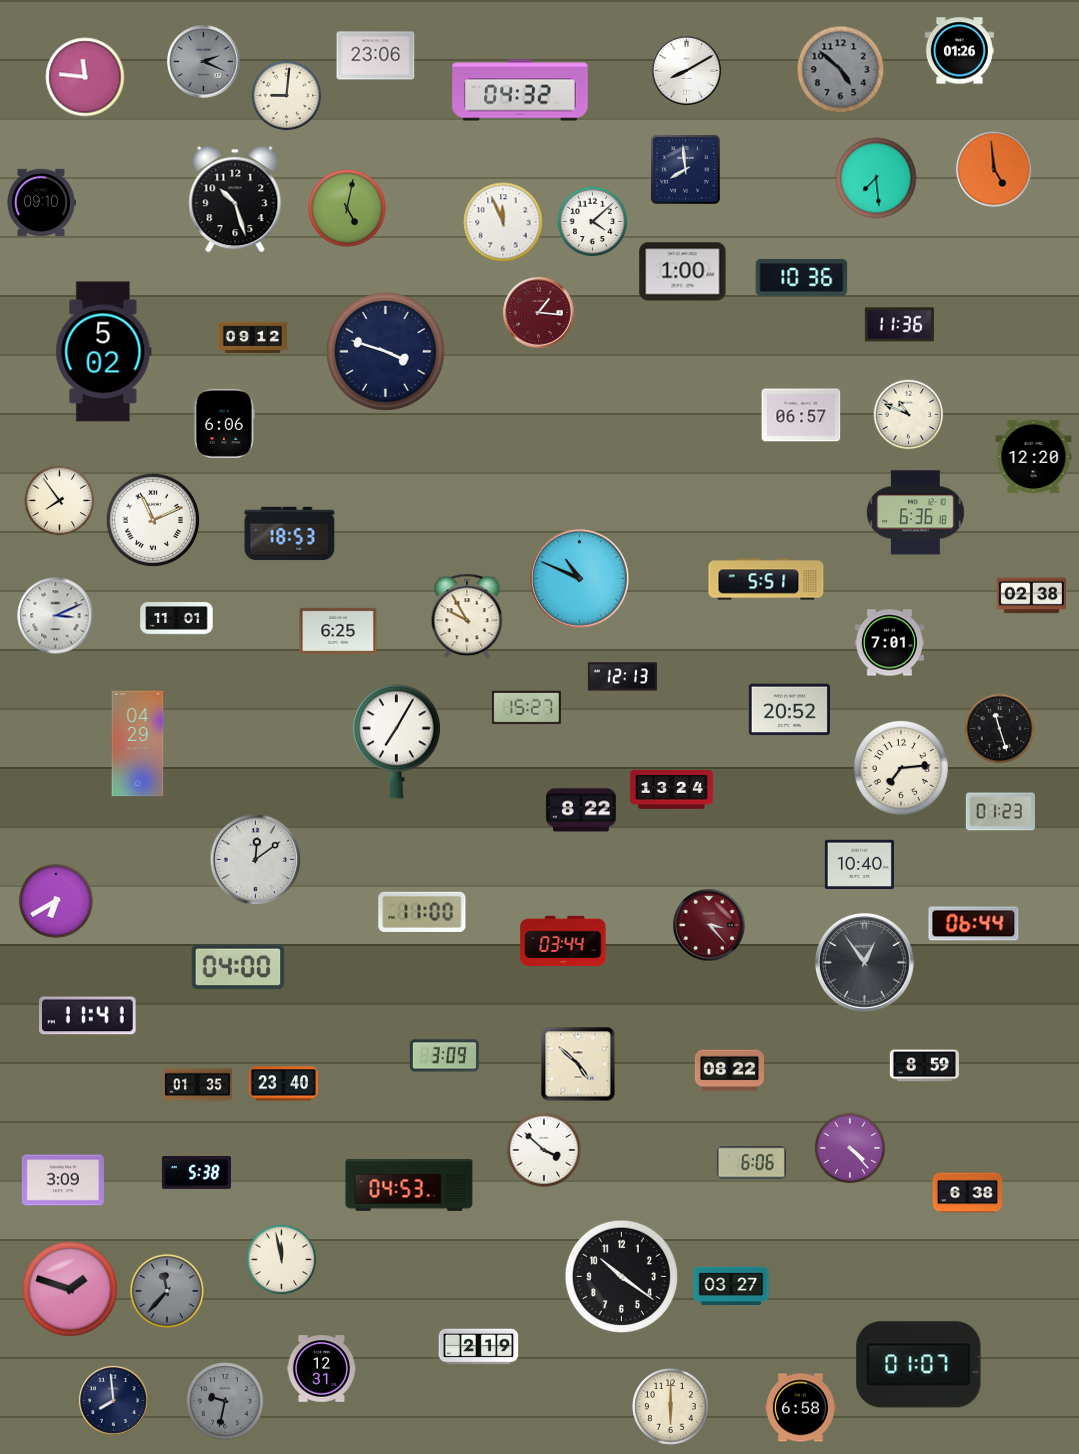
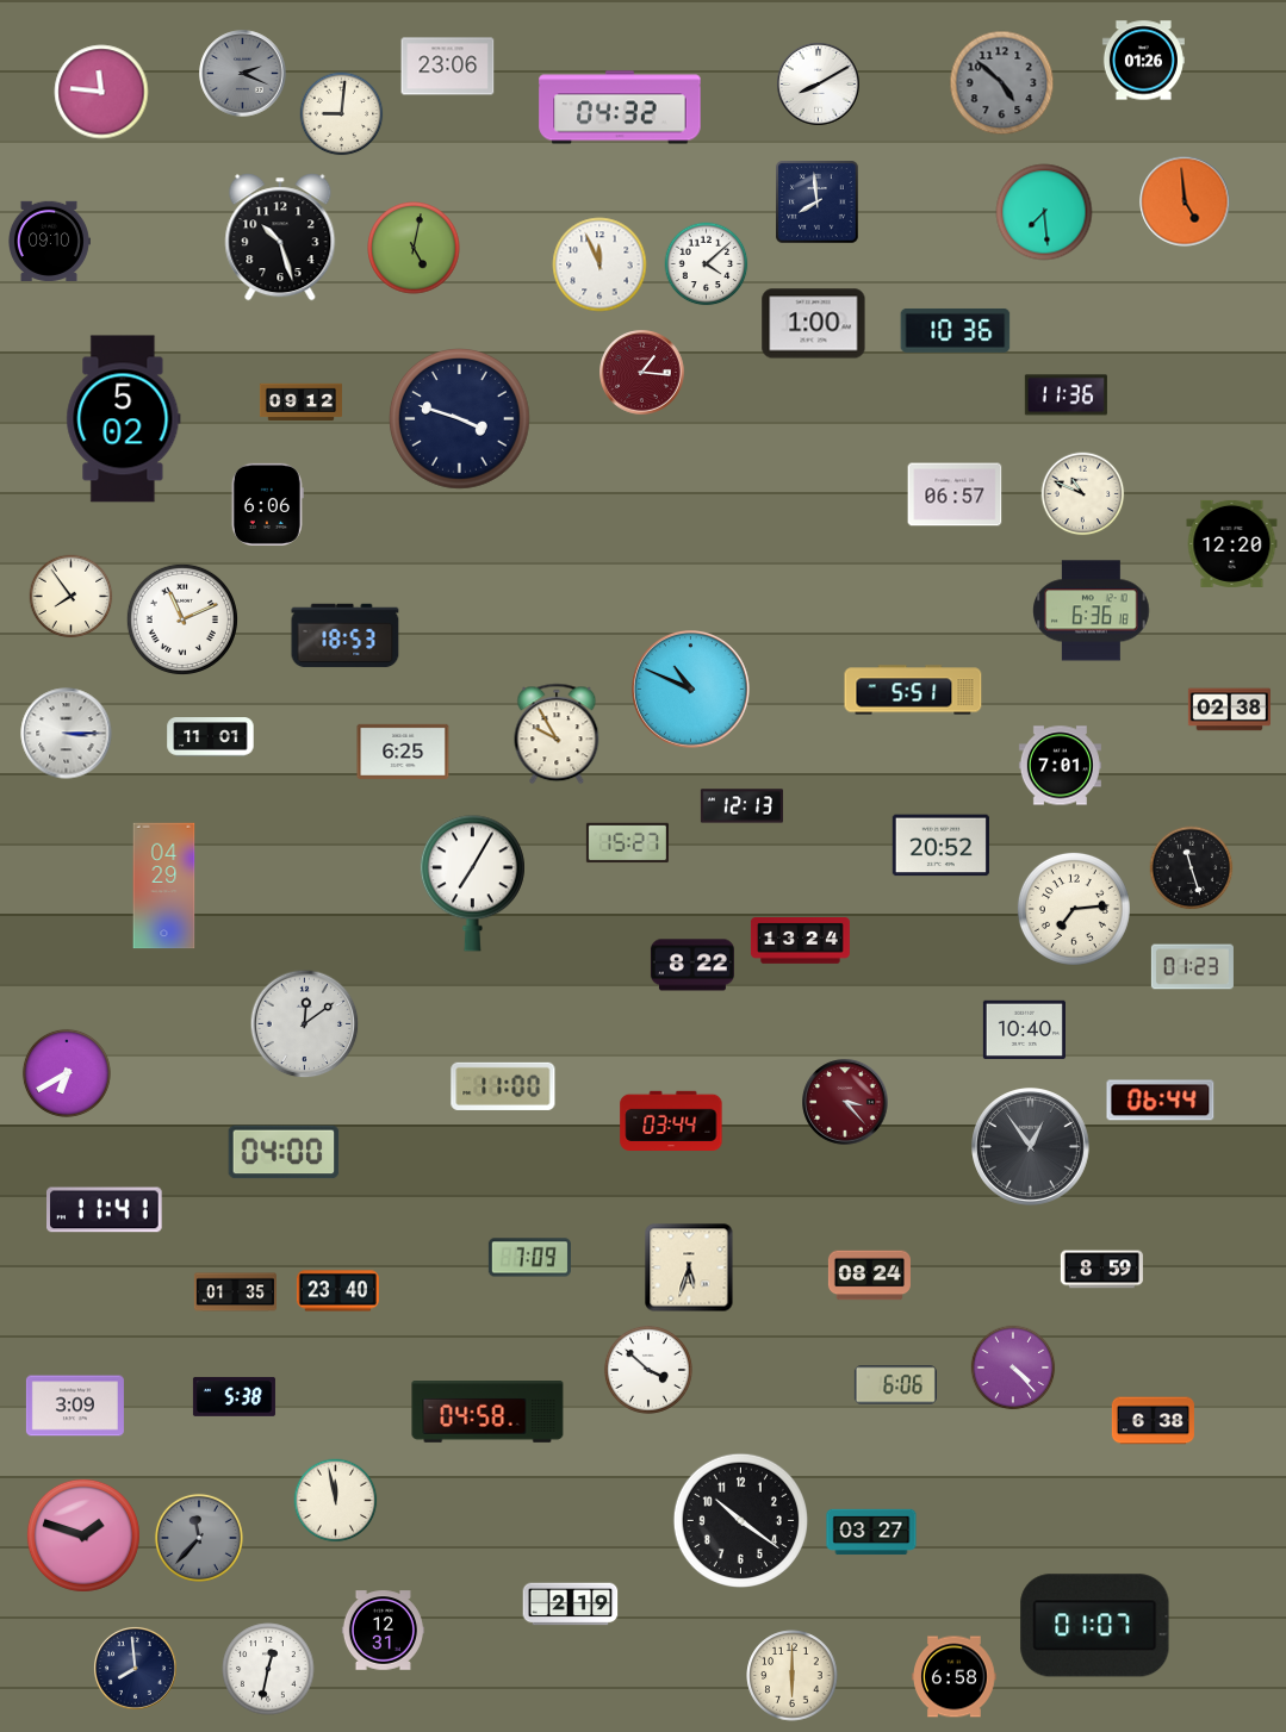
clock at (899, 325) position: (899, 325) -> (1066, 395)
clock at (56, 616): 3:11 -> 3:15
clock at (901, 768) position: (901, 768) -> (1074, 909)
clock at (444, 1056): 3:09 -> 7:09
clock at (578, 1064): 4:52 -> 5:33
clock at (729, 1071): 08:22 -> 08:24
clock at (409, 1186): 04:53 -> 04:58
clock at (225, 1401): 9:32 -> 12:32
clock at (225, 1401) dial: grey -> white
clock at (671, 1407) position: (671, 1407) -> (793, 1676)
